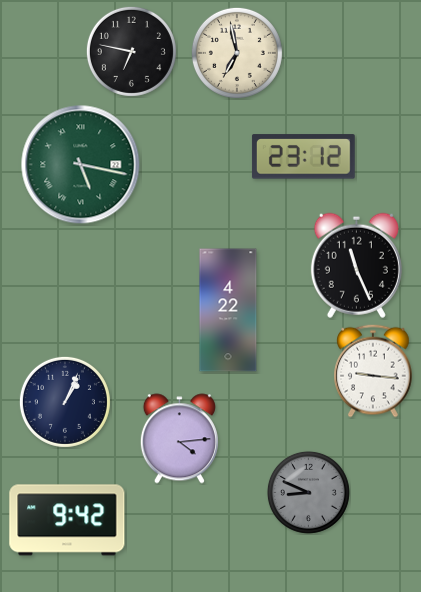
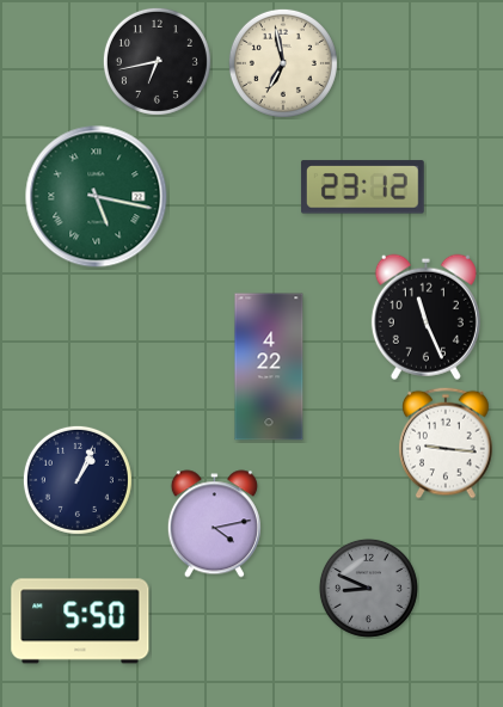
clock at (131, 51): 6:47 -> 6:43
clock at (228, 310) position: (228, 310) -> (269, 367)
clock at (179, 439): 4:14 -> 4:13
clock at (67, 520): 9:42 -> 5:50
